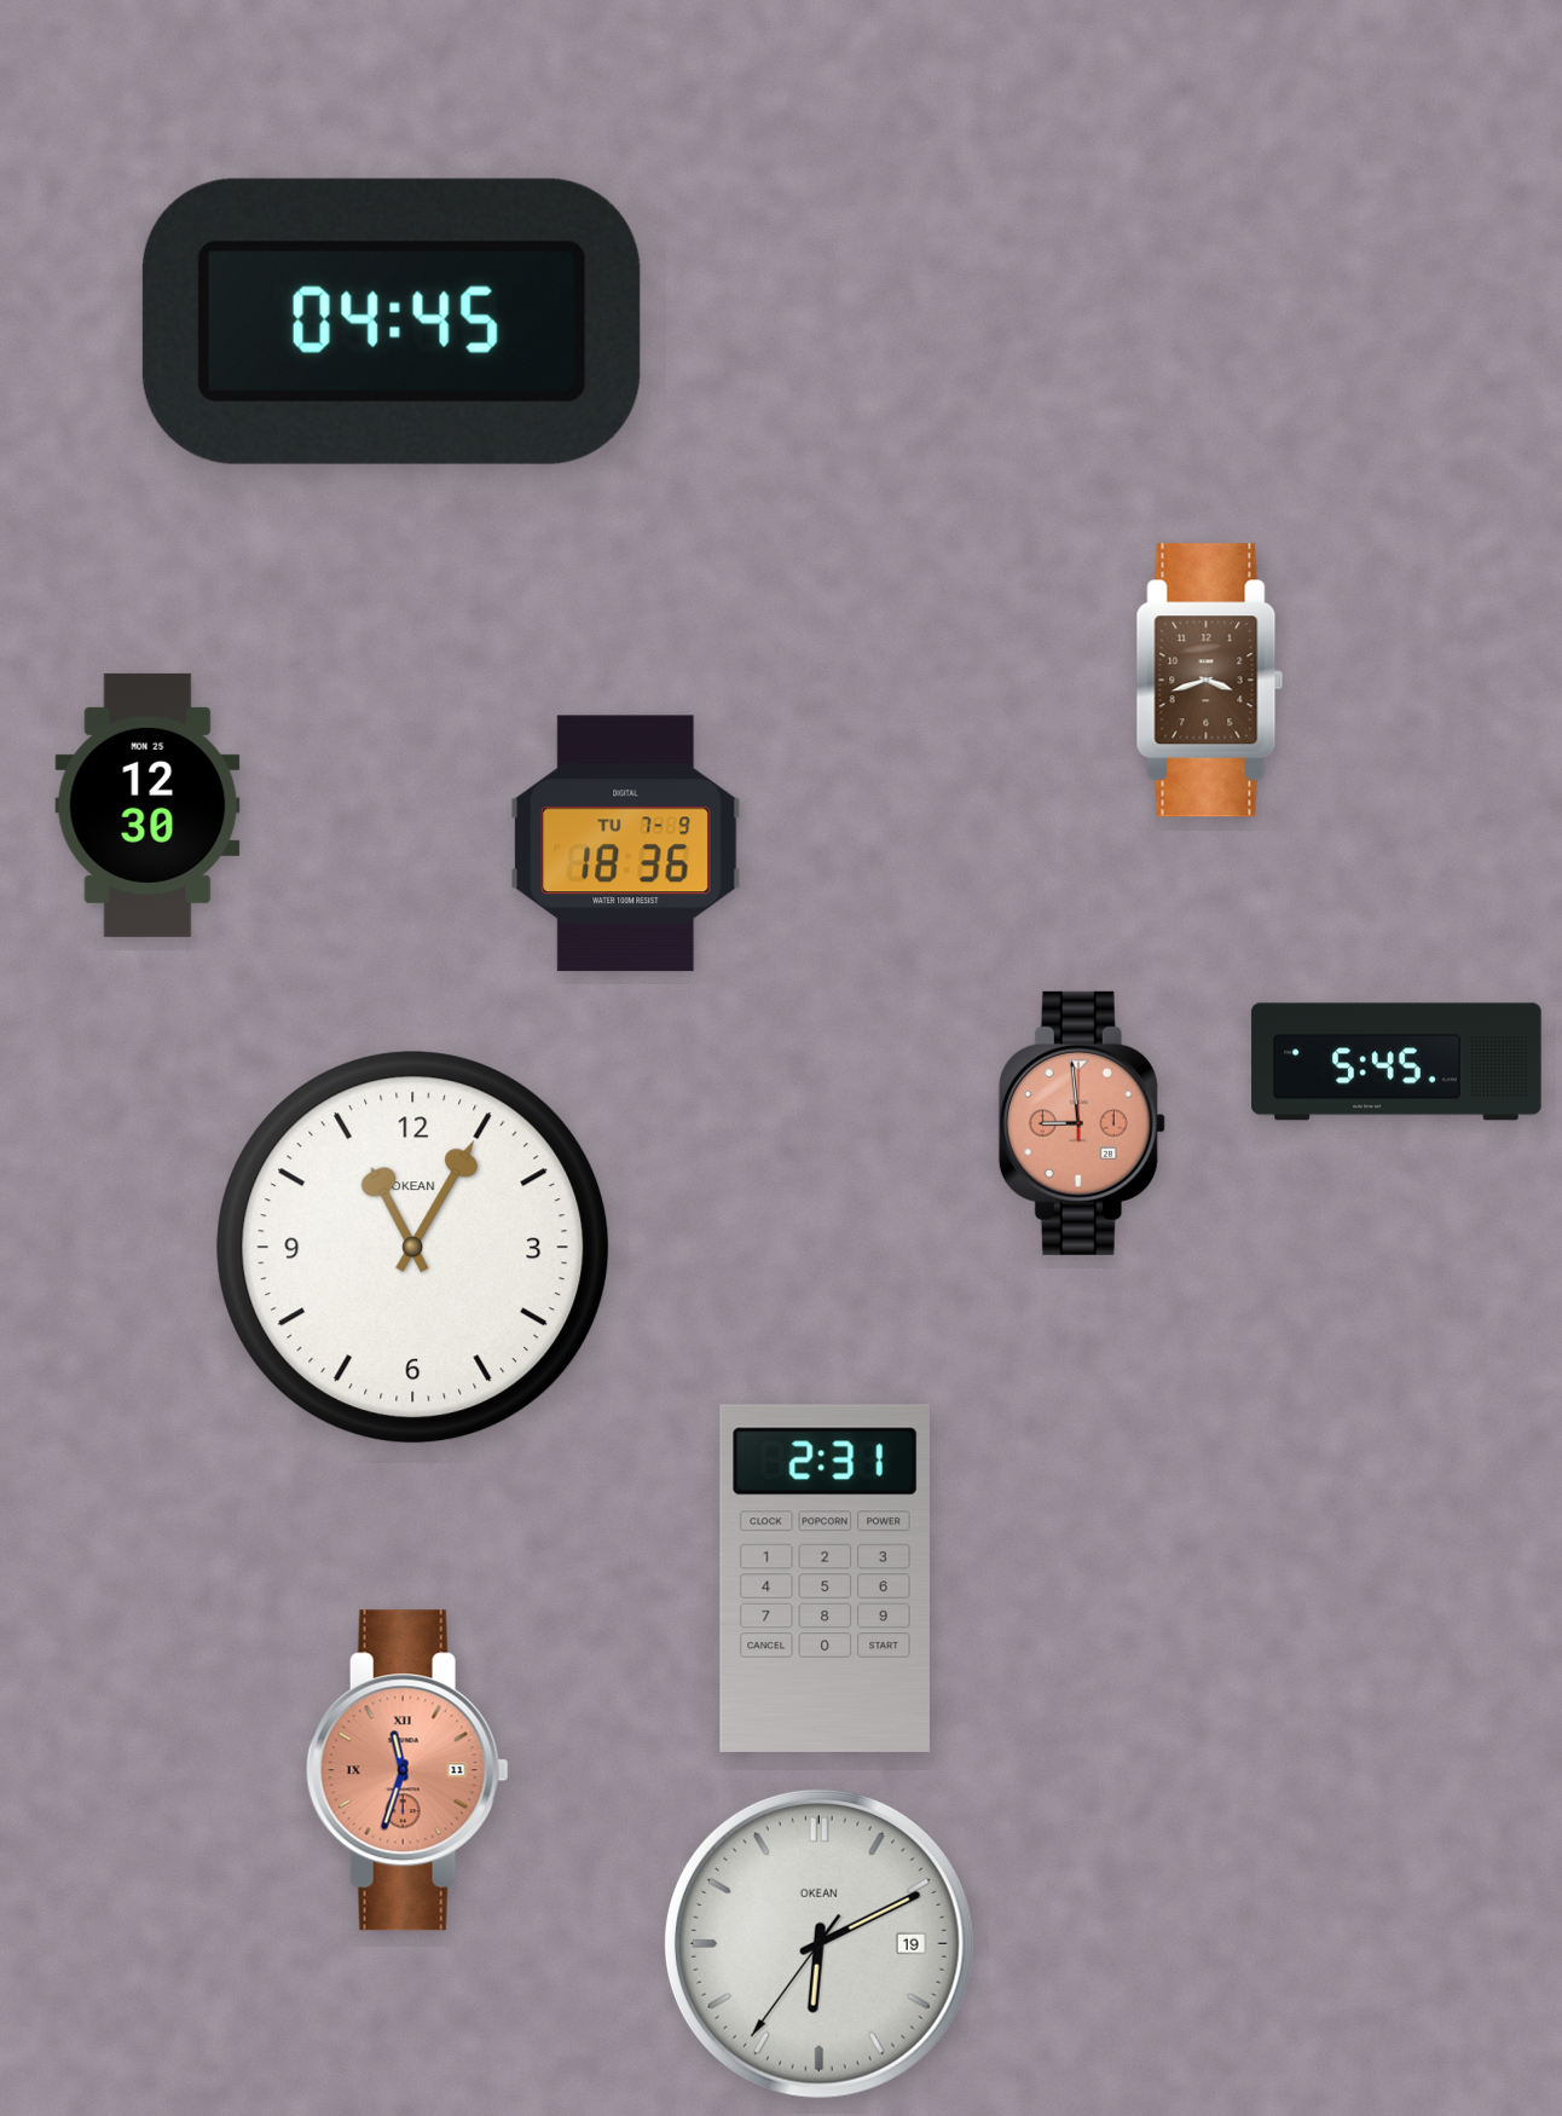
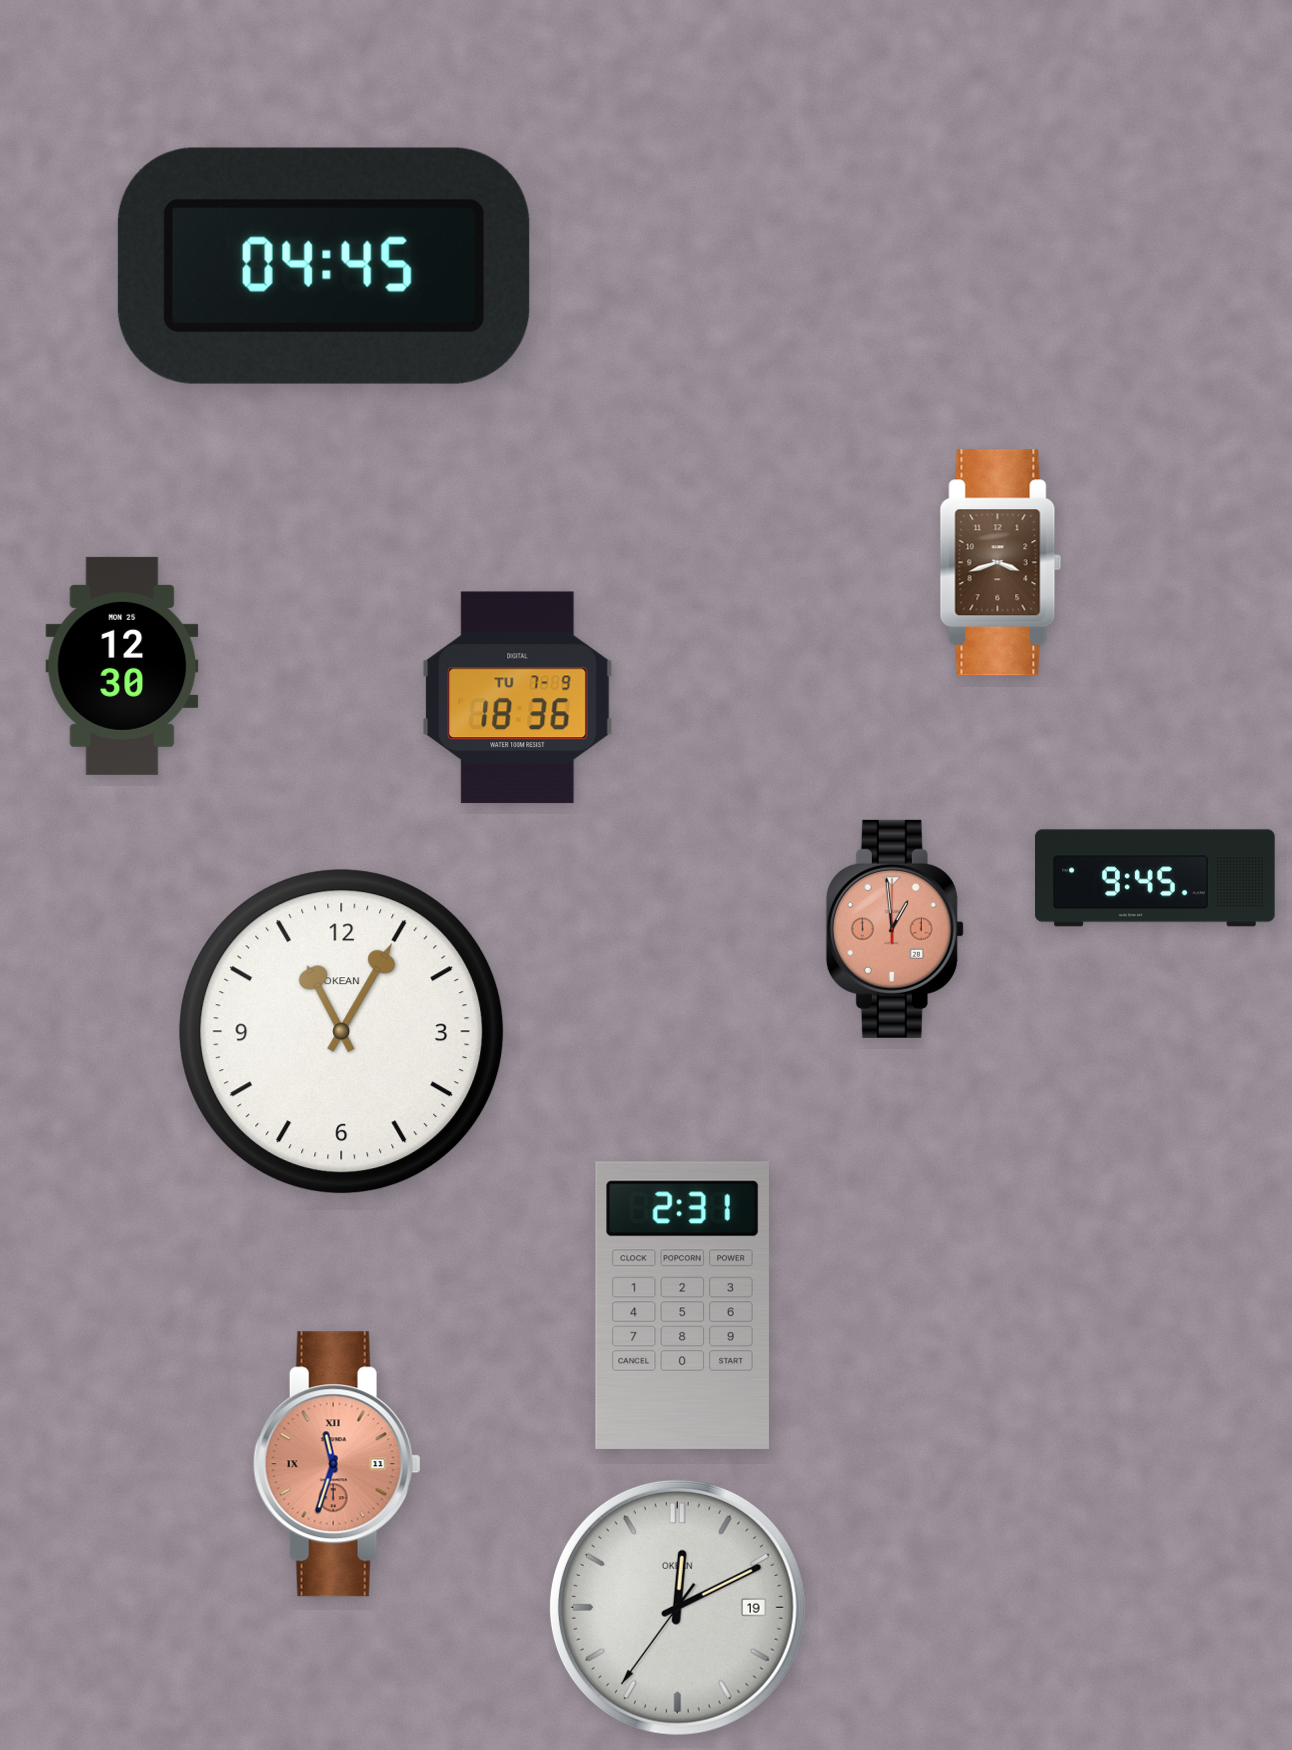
clock at (1396, 1062): 5:45 -> 9:45
clock at (1082, 1123): 8:59 -> 12:59
clock at (818, 1943): 6:10 -> 12:10
